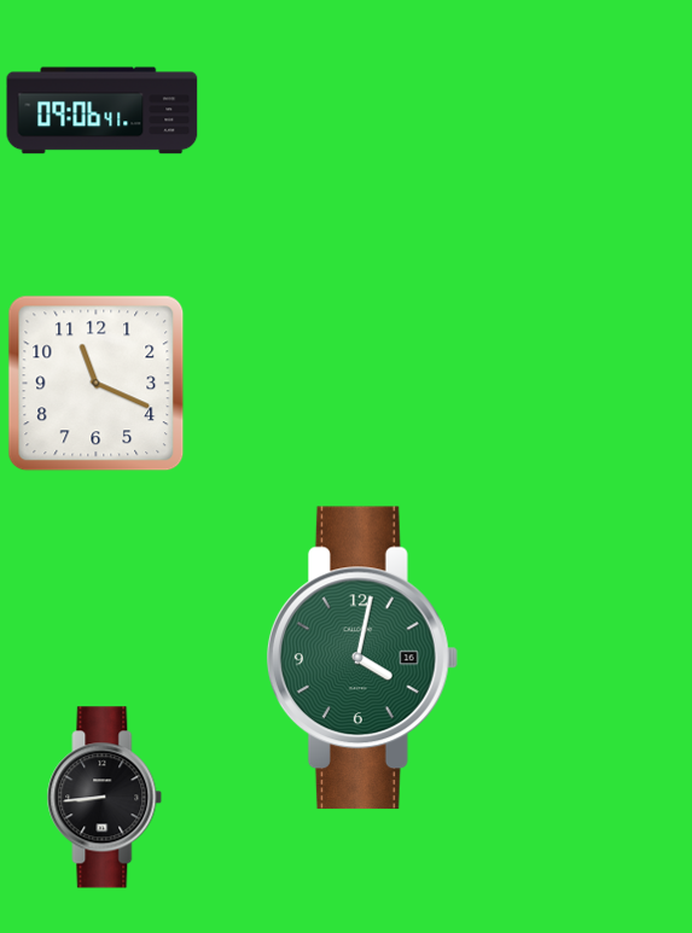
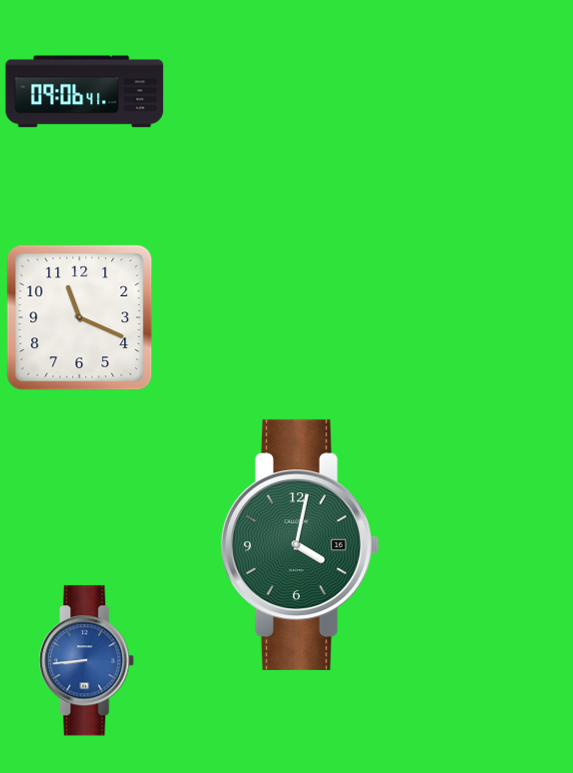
clock at (105, 798) dial: black -> blue
